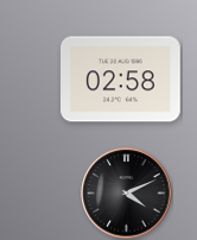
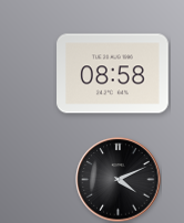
clock at (121, 80): 02:58 -> 08:58
